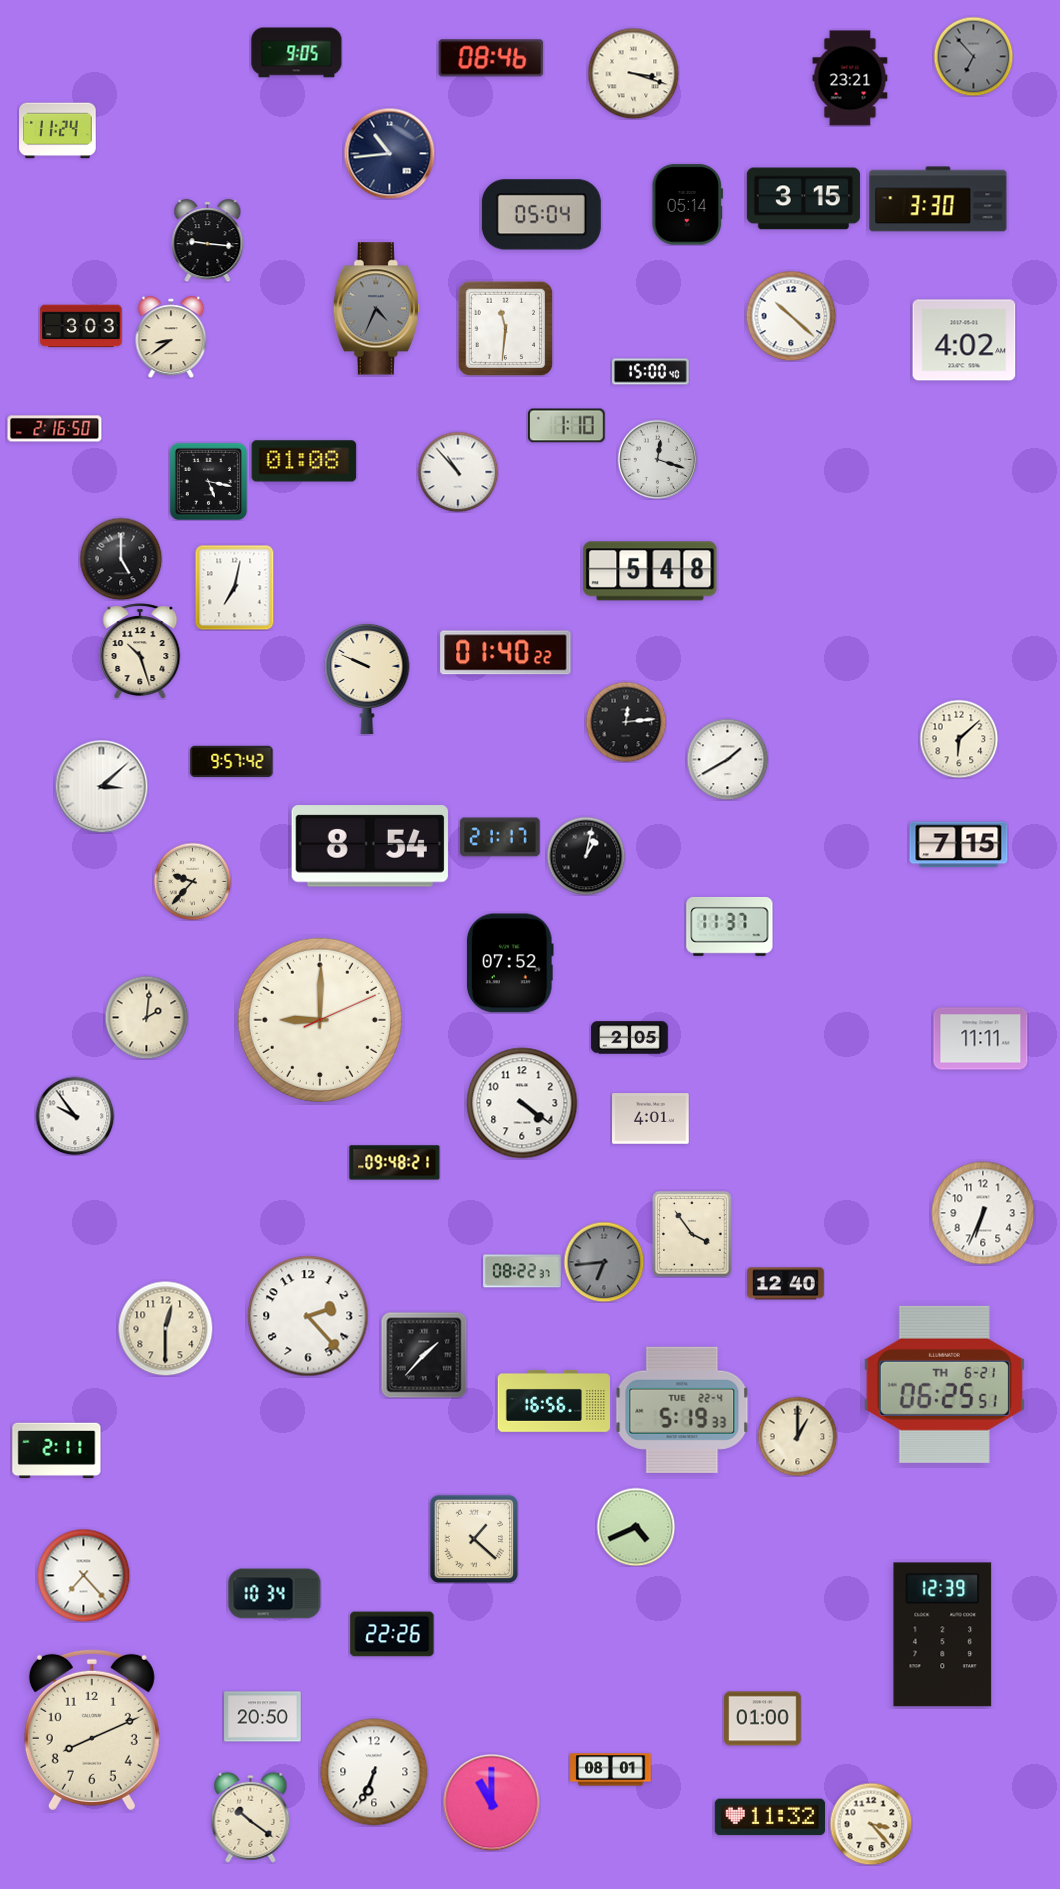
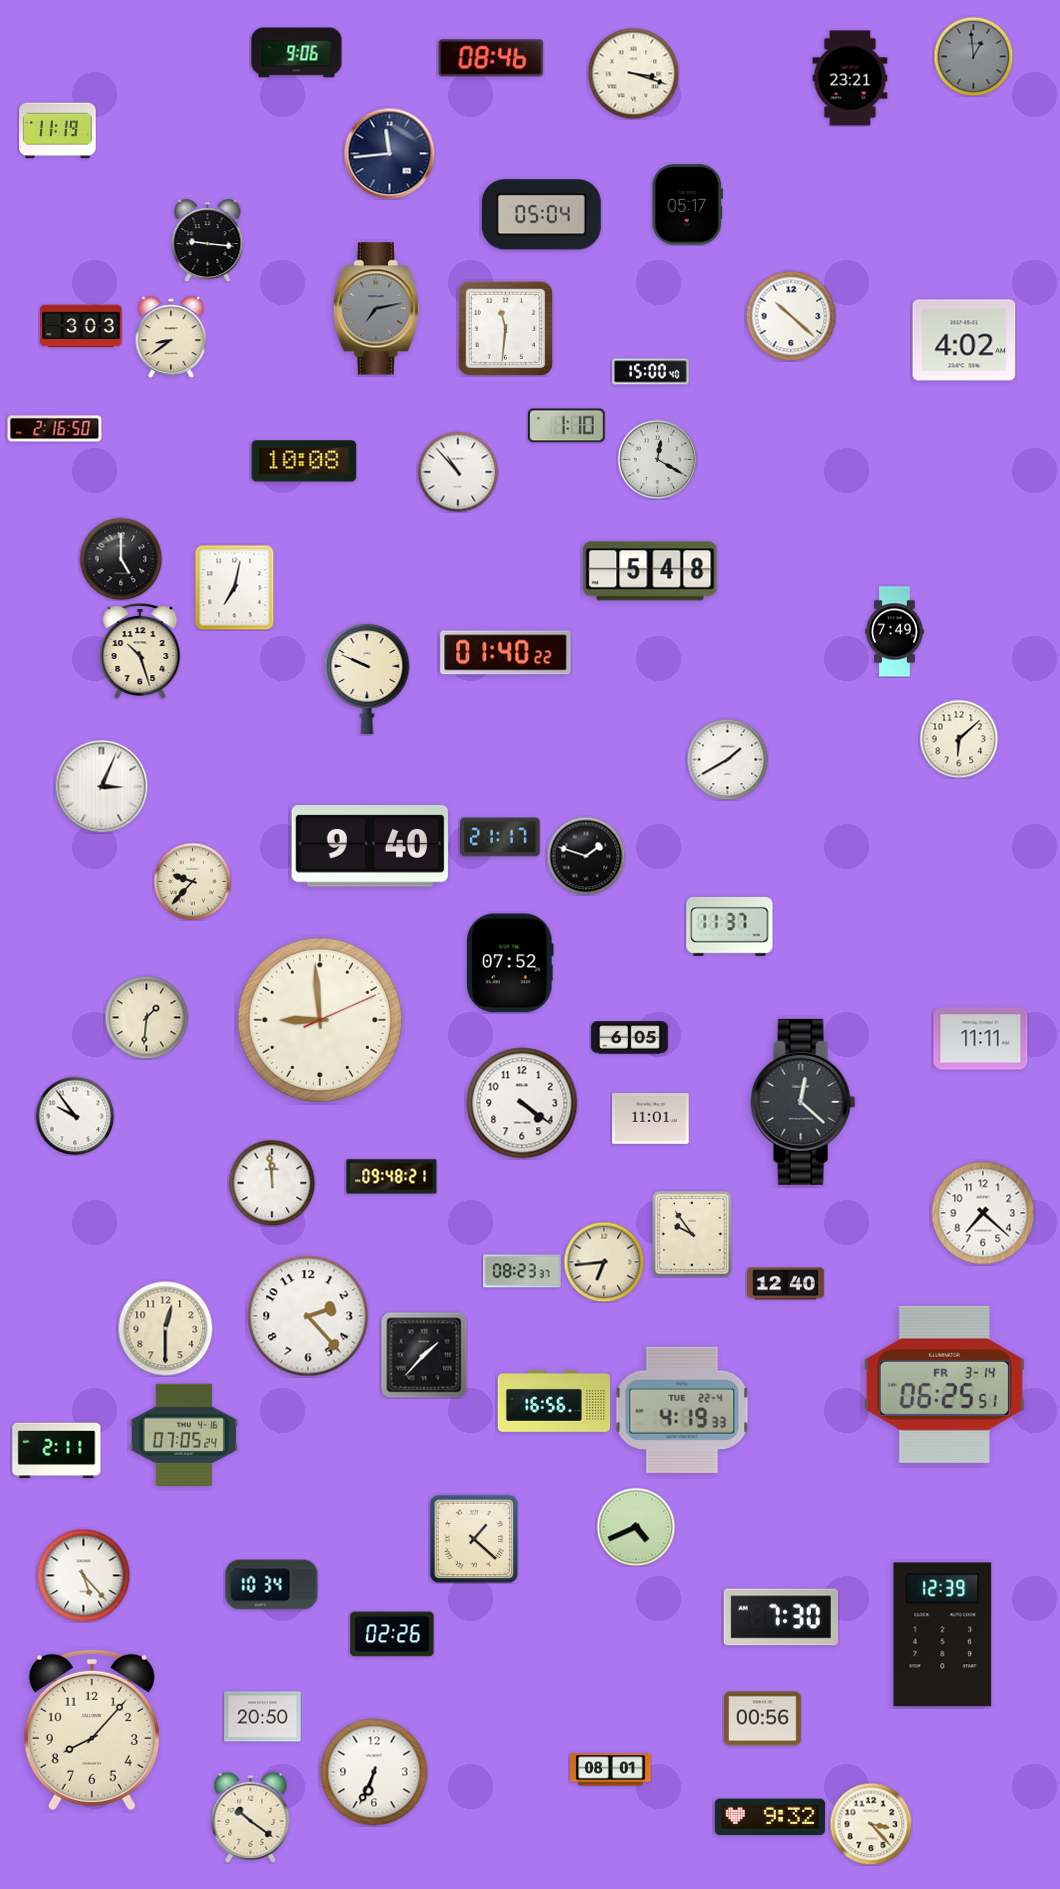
clock at (297, 53): 9:05 -> 9:06
clock at (973, 56): 6:53 -> 12:59
clock at (58, 131): 11:24 -> 11:19
clock at (389, 153): 10:44 -> 11:44
clock at (803, 199): 3:15 -> none
clock at (938, 199): 3:30 -> none
clock at (688, 205): 05:14 -> 05:17
clock at (376, 309): 4:34 -> 7:13
clock at (657, 459): 12:18 -> 12:20
clock at (304, 461): 01:08 -> 10:08
clock at (208, 481): 5:17 -> none
clock at (895, 632): none -> 7:49
clock at (626, 722): 12:14 -> none
clock at (232, 762): 9:57 -> none
clock at (101, 786): 3:08 -> 3:04
clock at (959, 845): 7:15 -> none
clock at (370, 846): 8:54 -> 9:40
clock at (586, 856): 1:02 -> 1:48
clock at (146, 1017): 2:01 -> 1:31
clock at (320, 1020): 9:00 -> 8:59
clock at (630, 1038): 2:05 -> 6:05
clock at (803, 1102): none -> 12:22
clock at (651, 1119): 4:01 -> 11:01
clock at (395, 1163) position: (395, 1163) -> (392, 1177)
clock at (272, 1183): none -> 11:59
clock at (983, 1213): 6:34 -> 7:22
clock at (692, 1234): 3:54 -> 9:54
clock at (604, 1262) dial: grey -> cream
clock at (522, 1271): 08:22 -> 08:23
clock at (944, 1384) date: TH 6-21 -> FR 3-14
clock at (682, 1410): 5:19 -> 4:19
clock at (184, 1434): none -> 07:05
clock at (797, 1436): 1:00 -> none
clock at (83, 1575): 7:23 -> 5:23
clock at (275, 1594) position: (275, 1594) -> (272, 1585)
clock at (781, 1617): none -> 7:30
clock at (392, 1634): 22:26 -> 02:26
clock at (763, 1719): 01:00 -> 00:56
clock at (92, 1730): 8:11 -> 8:07
clock at (492, 1803): 11:00 -> none
clock at (770, 1817): 11:32 -> 9:32
